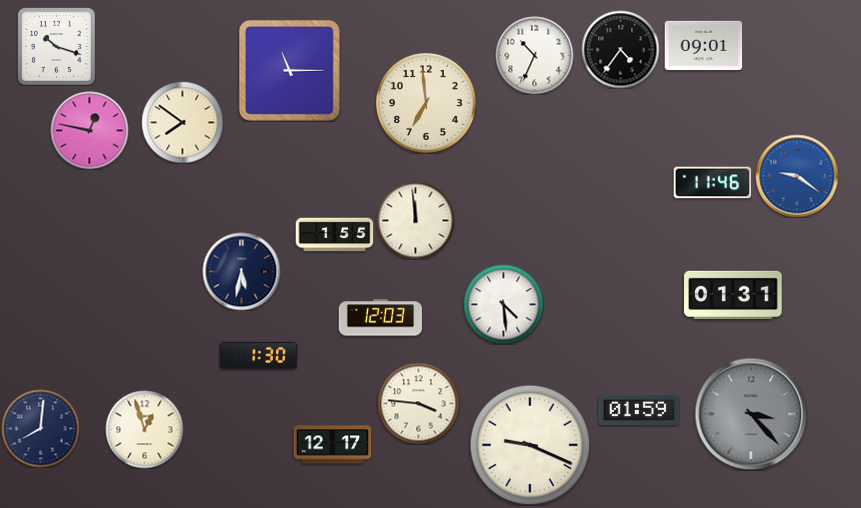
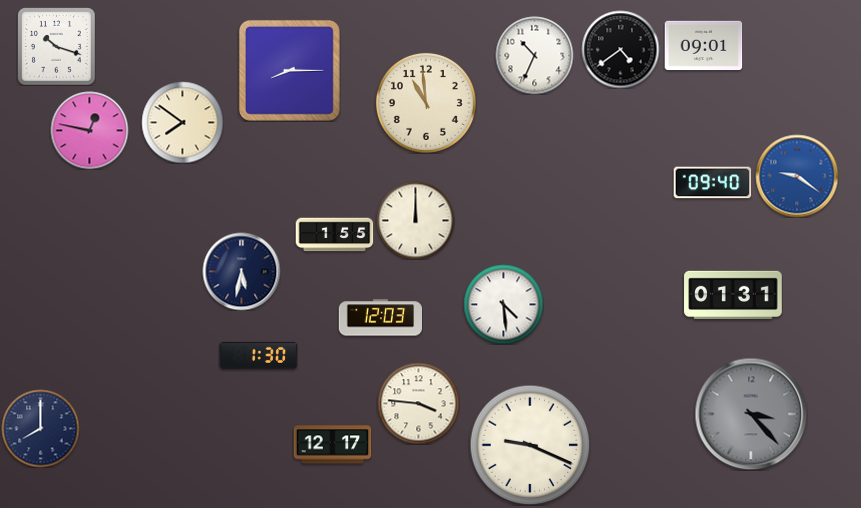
clock at (620, 49): 4:36 -> 4:39
clock at (289, 70): 11:15 -> 8:15
clock at (426, 103): 6:59 -> 10:59
clock at (712, 183): 11:46 -> 09:40
clock at (415, 220): 11:59 -> 12:00
clock at (639, 410): 01:59 -> none
clock at (40, 428): 8:01 -> 8:00
clock at (144, 429): 12:57 -> none
